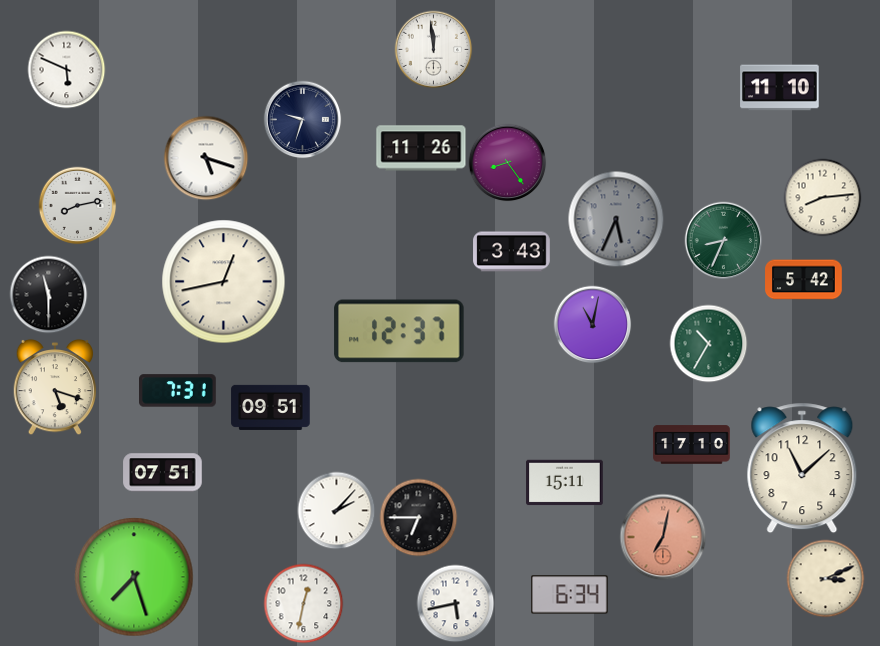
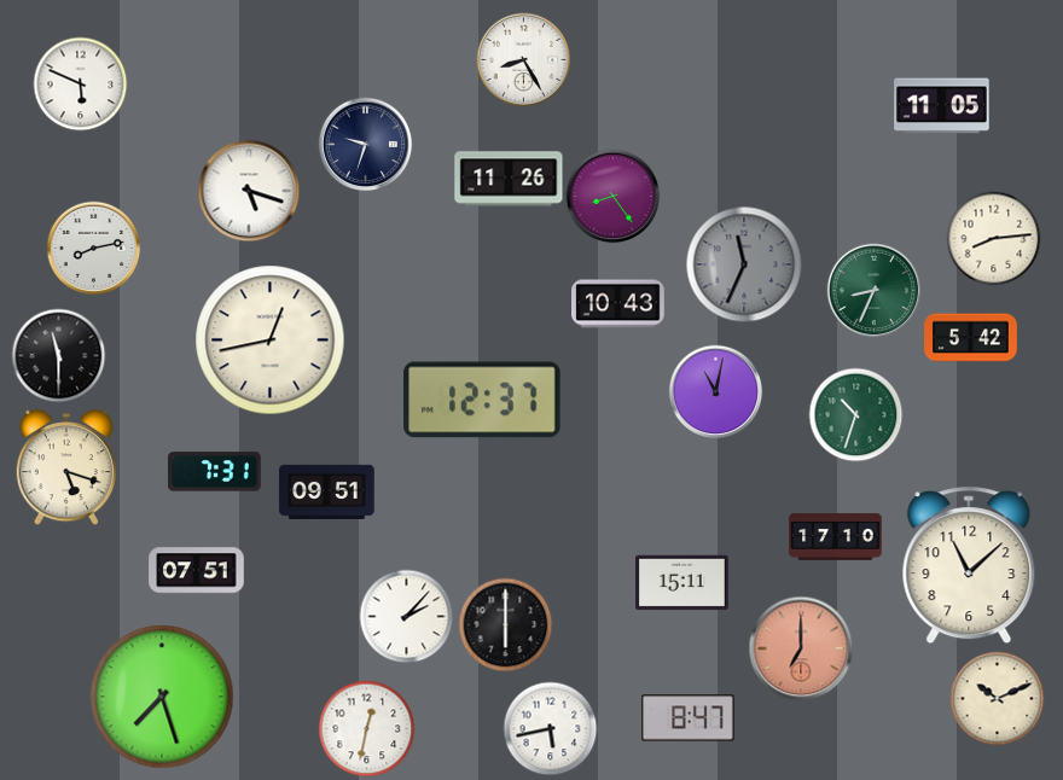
clock at (433, 49): 11:59 -> 8:25
clock at (780, 88): 11:10 -> 11:05
clock at (616, 219): 5:34 -> 11:34
clock at (512, 252): 3:43 -> 10:43
clock at (708, 343): 10:35 -> 10:33
clock at (418, 517): 6:45 -> 6:00
clock at (663, 537): 7:02 -> 7:00
clock at (825, 578): 3:11 -> 10:11
clock at (570, 595): 6:34 -> 8:47
